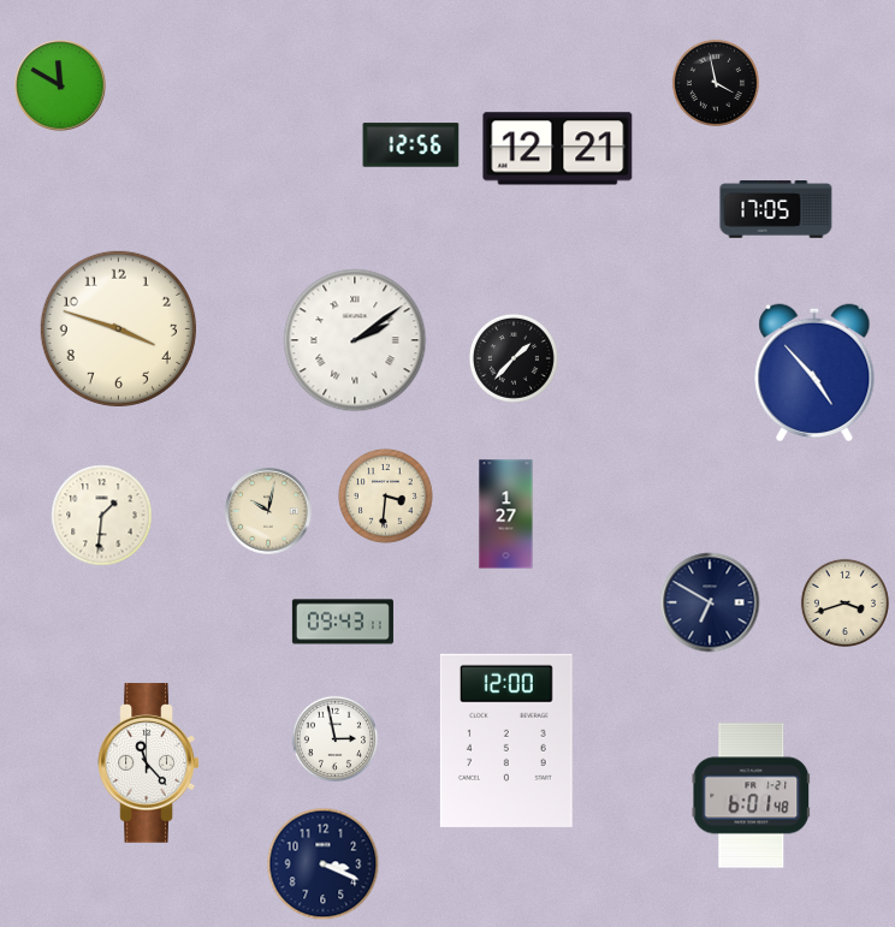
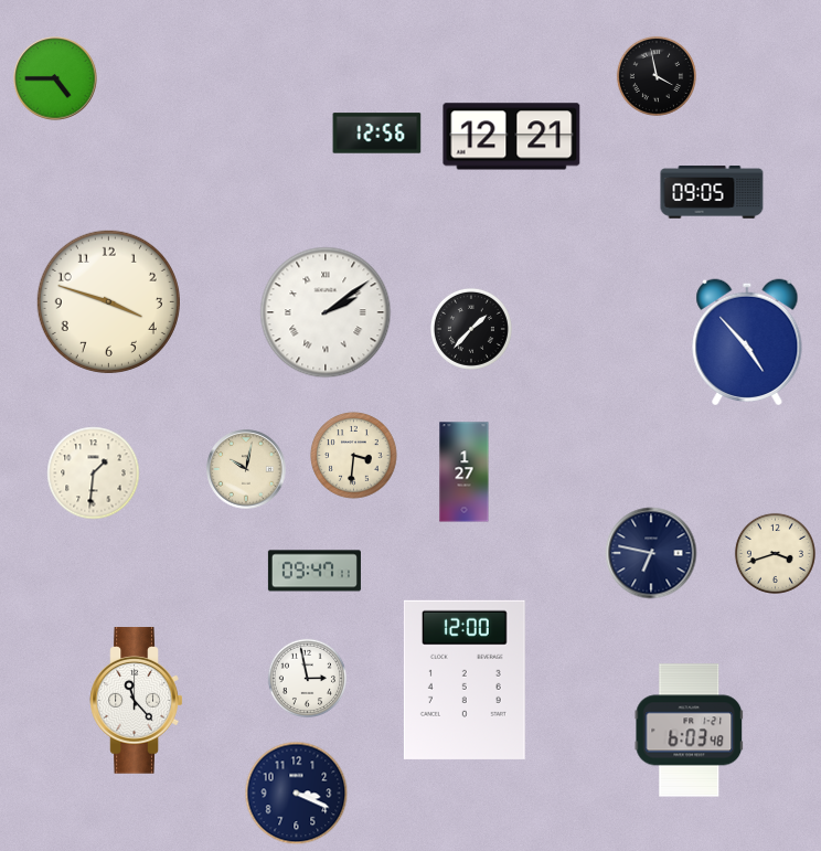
clock at (60, 85): 11:50 -> 4:45
clock at (776, 209): 17:05 -> 09:05
clock at (710, 602): 6:50 -> 6:47
clock at (343, 622): 09:43 -> 09:47
clock at (752, 796): 6:01 -> 6:03
